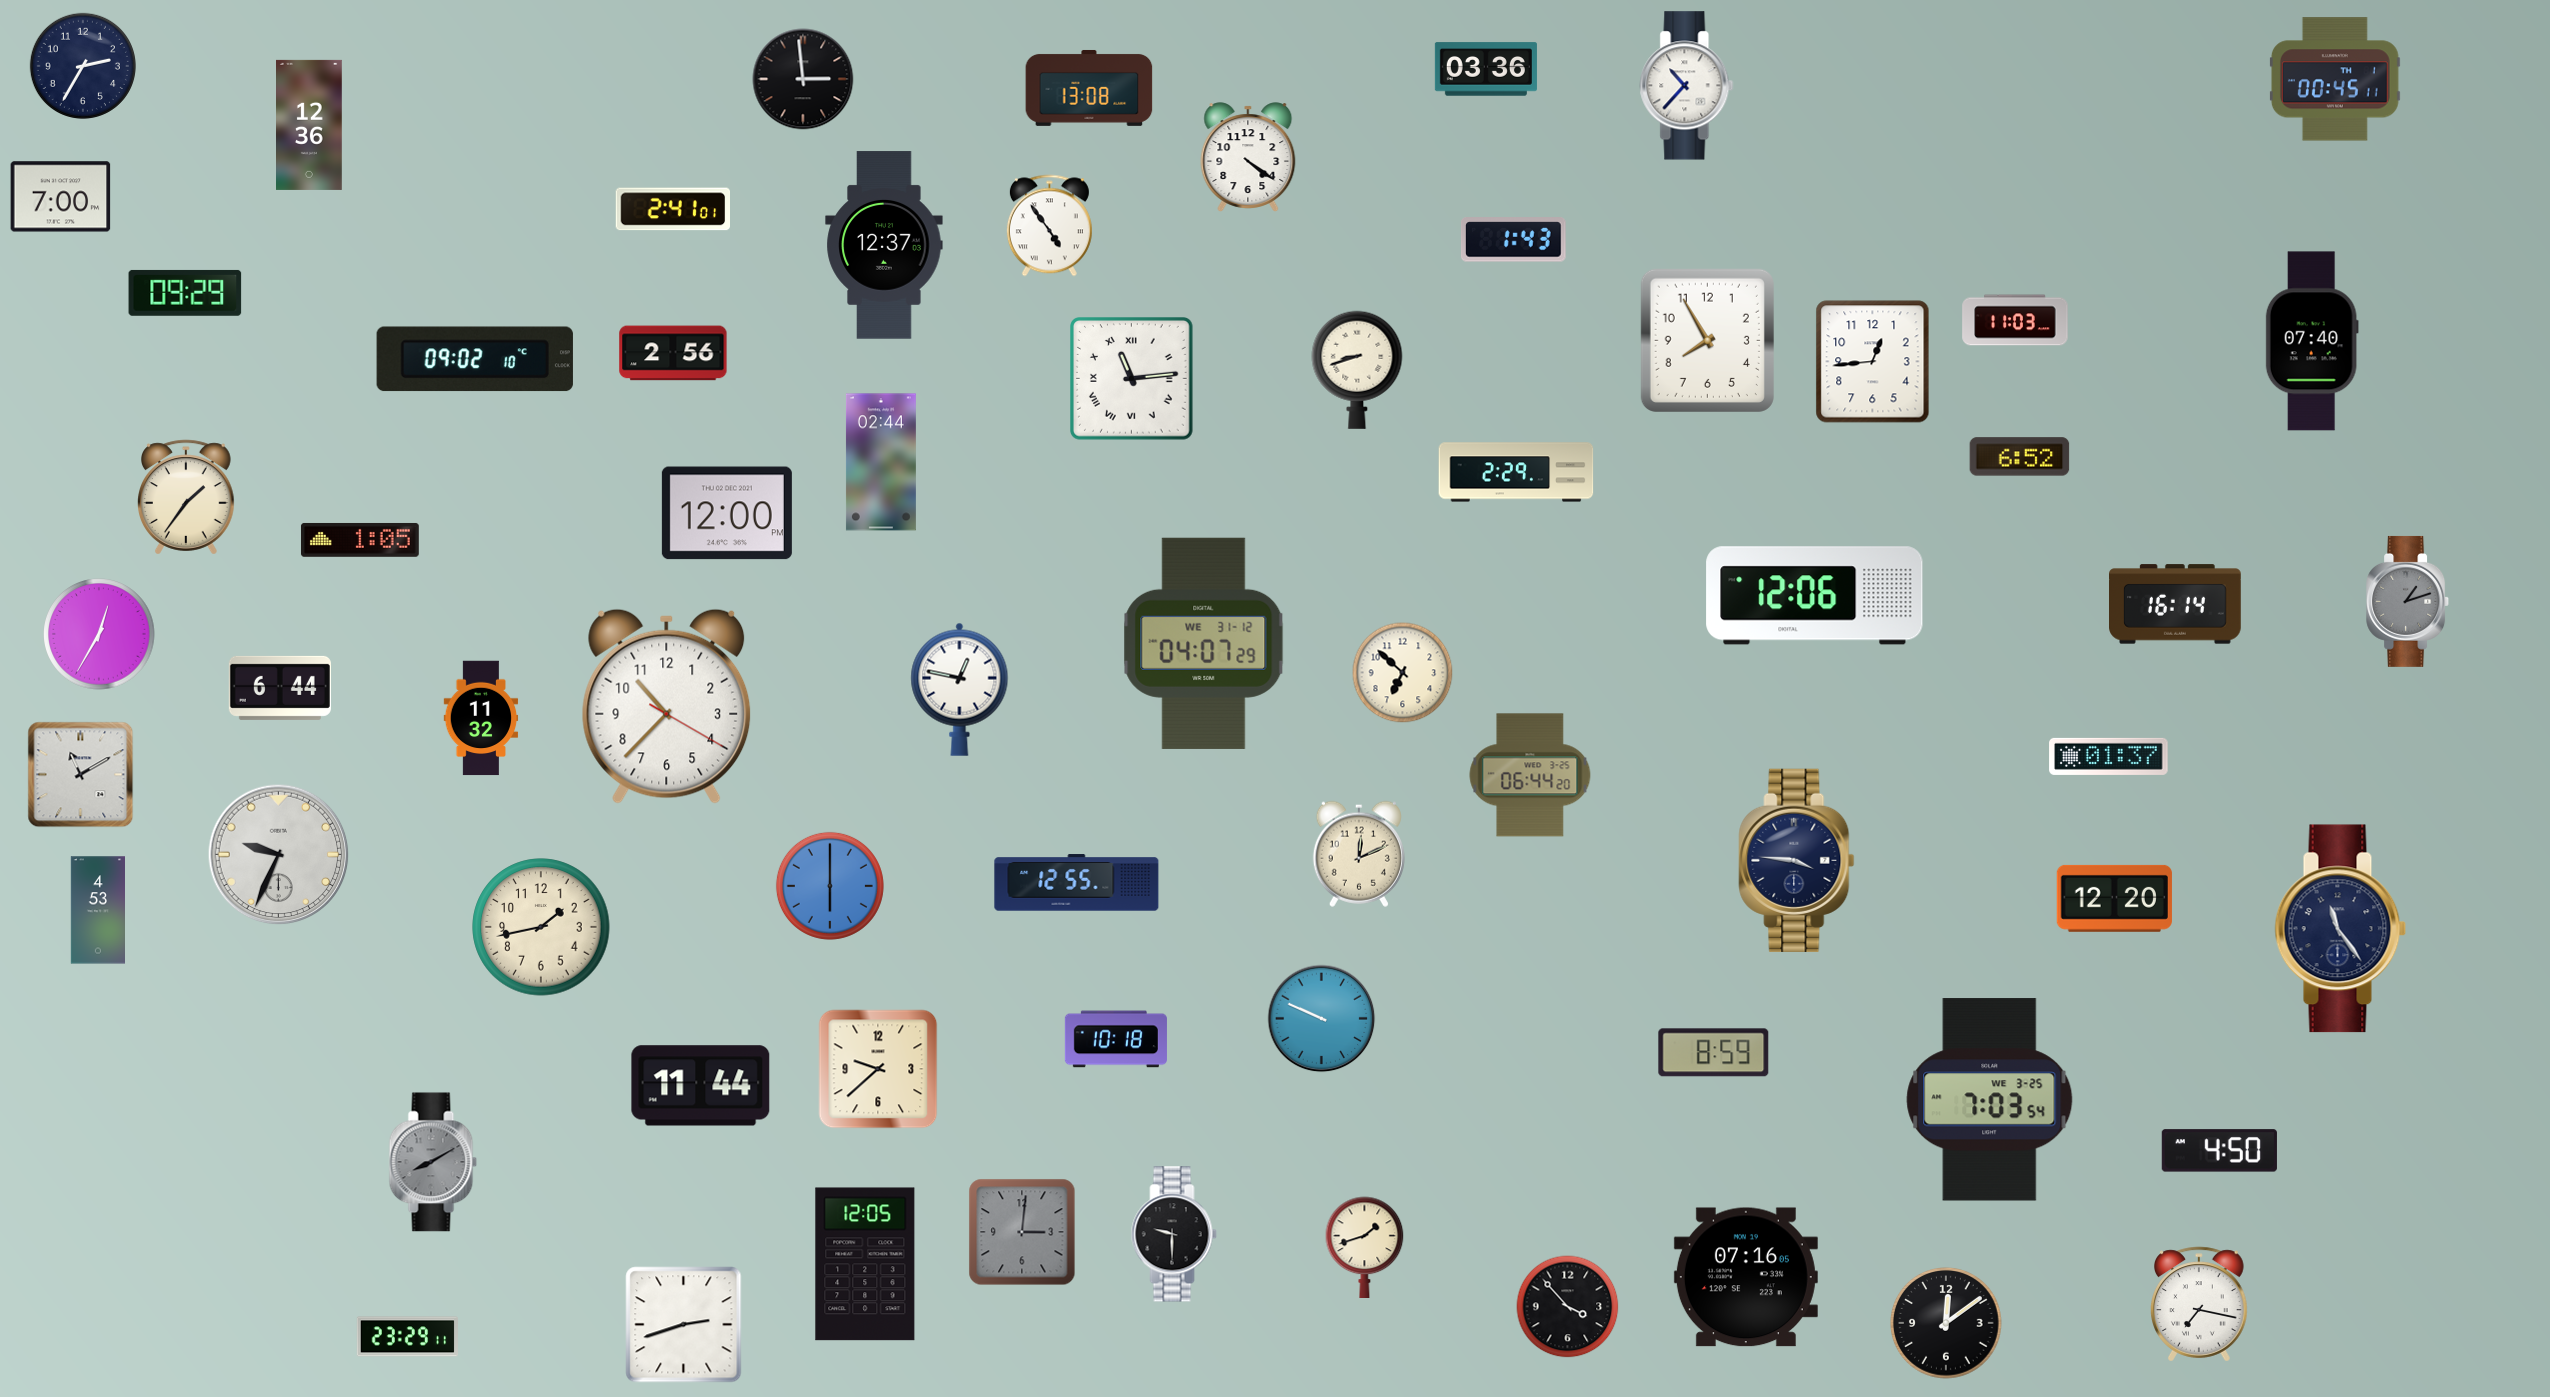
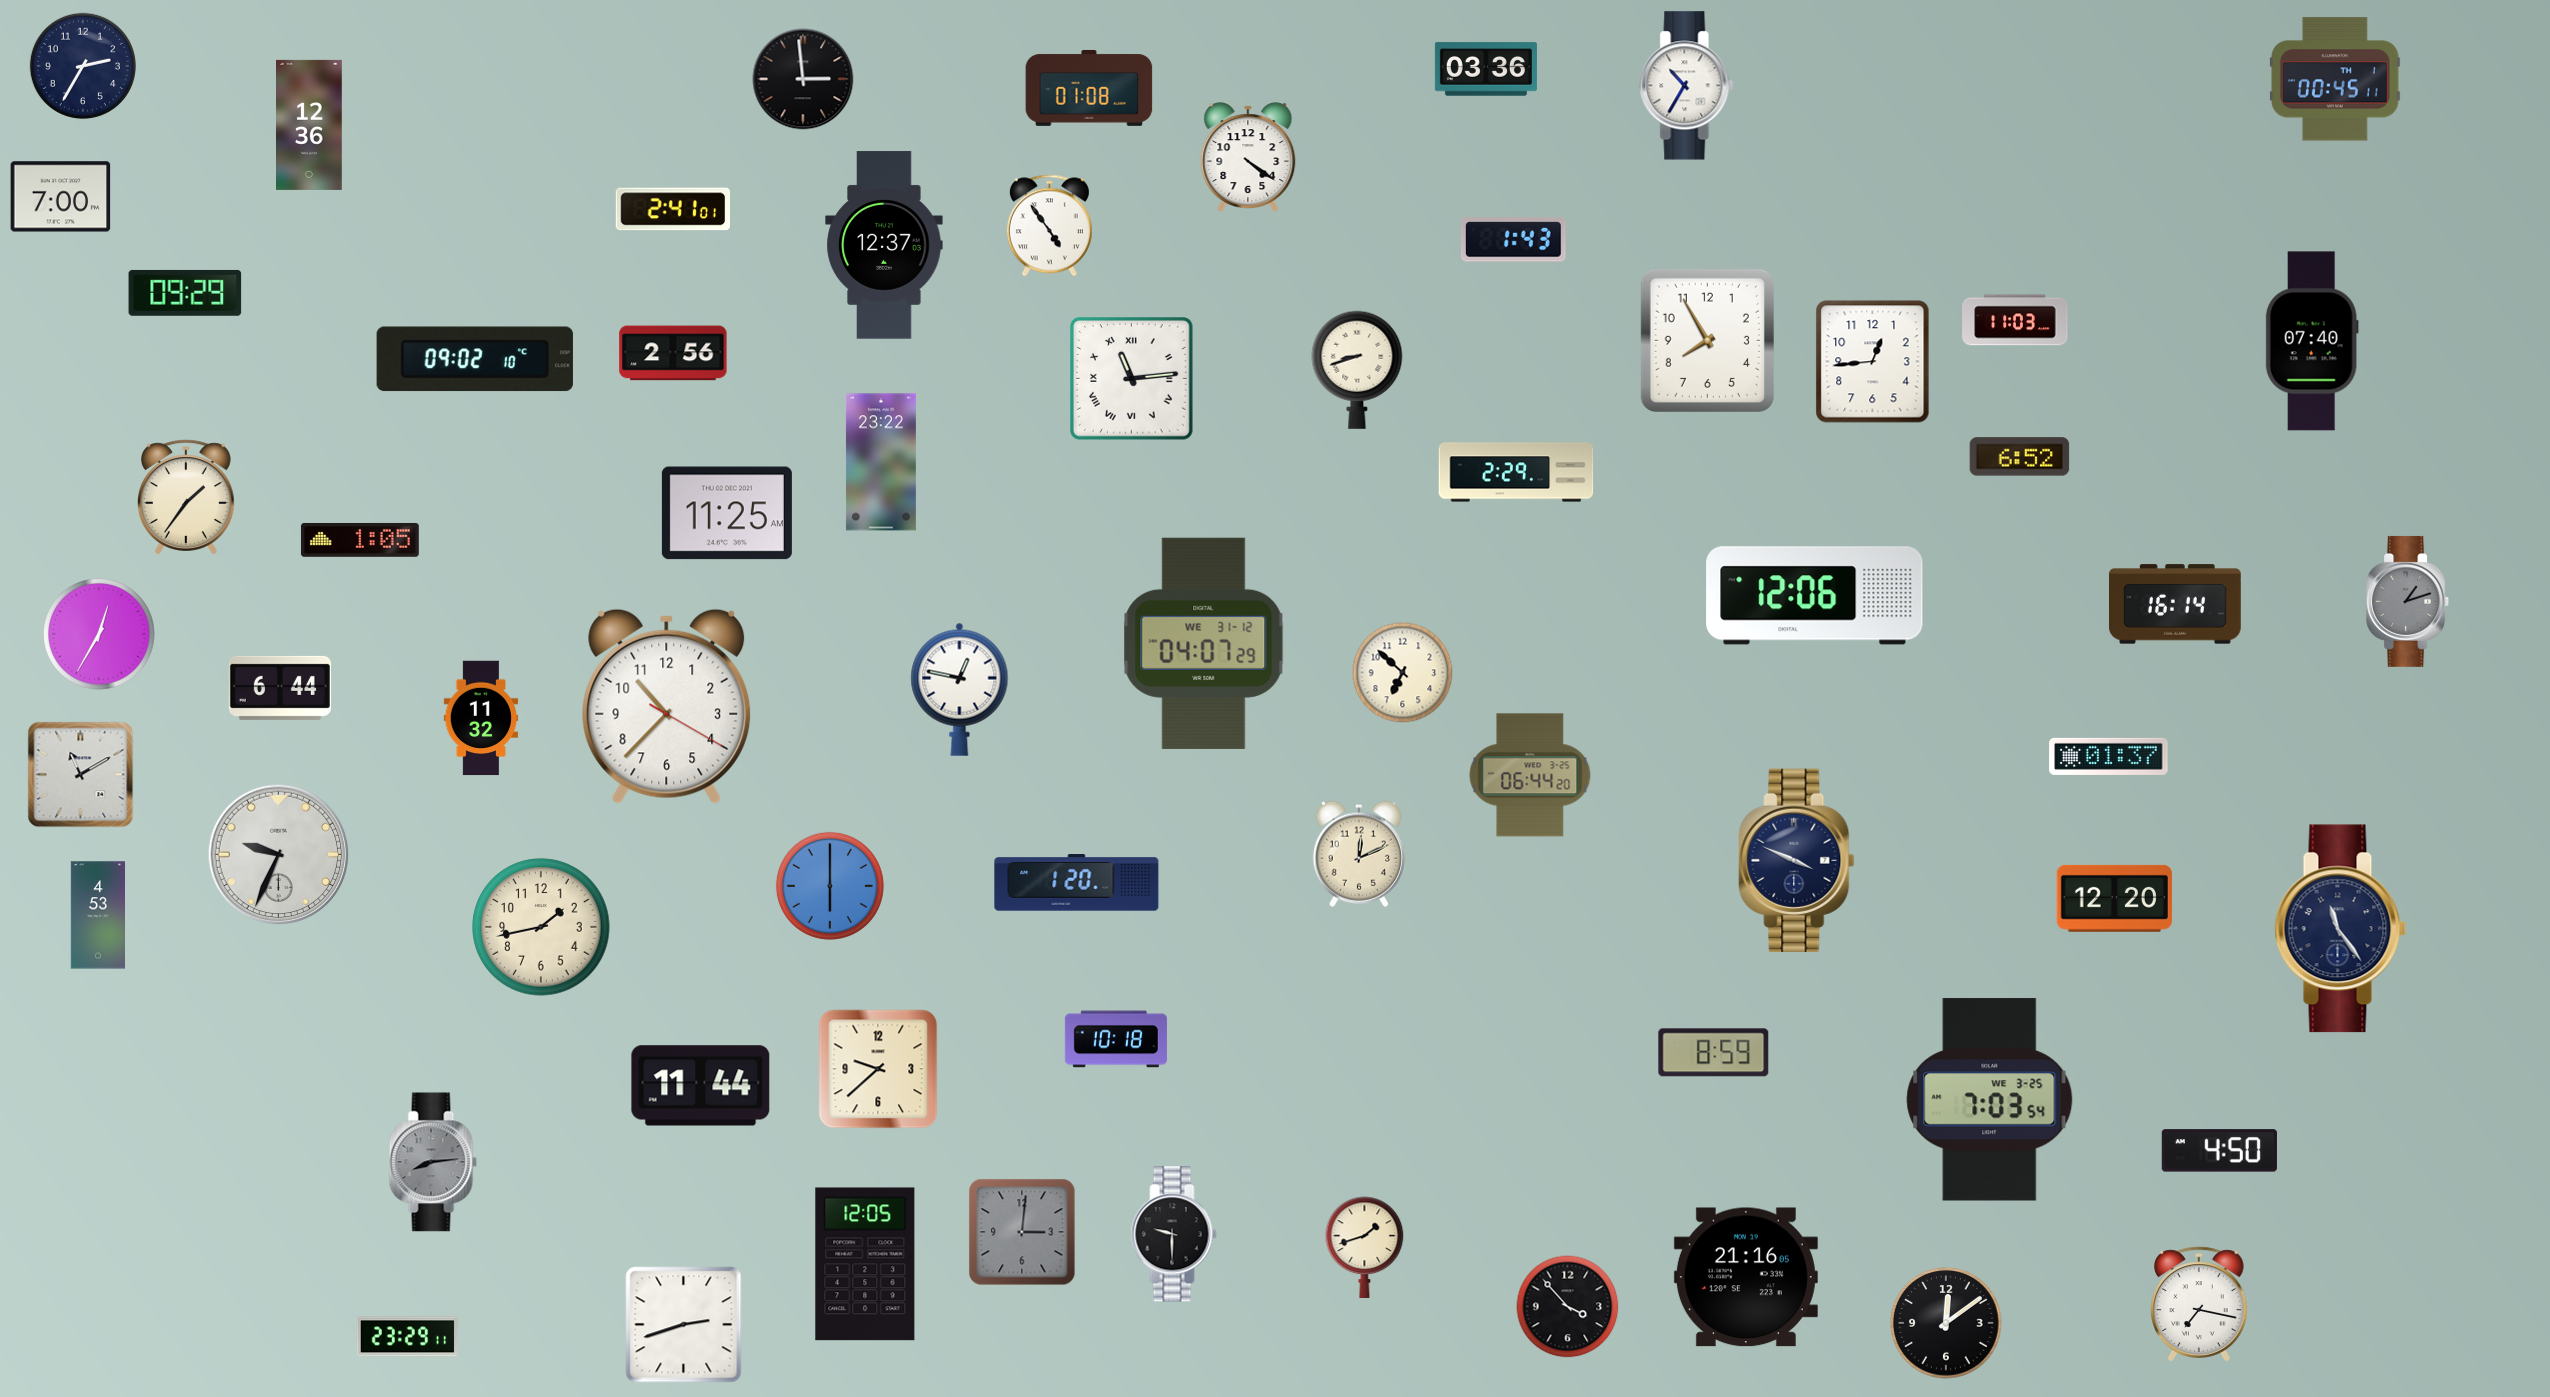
clock at (1687, 86): 10:37 -> 10:35
clock at (1089, 88): 13:08 -> 01:08
clock at (881, 462): 02:44 -> 23:22
clock at (727, 513): 12:00 -> 11:25
clock at (1797, 860): 3:46 -> 3:49
clock at (1077, 883): 12:55 -> 1:20
clock at (98, 910) position: (98, 910) -> (98, 915)
clock at (1322, 1019): 9:49 -> none
clock at (433, 1162): 8:10 -> 8:14
clock at (1746, 1277): 07:16 -> 21:16
